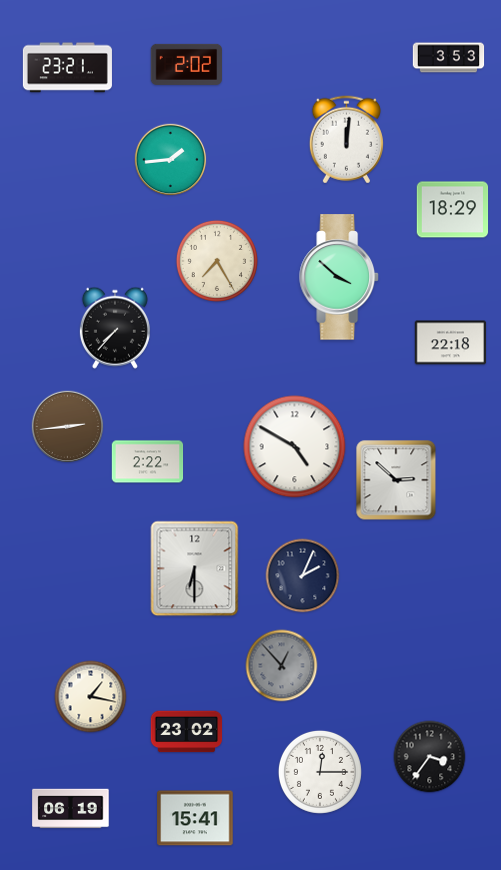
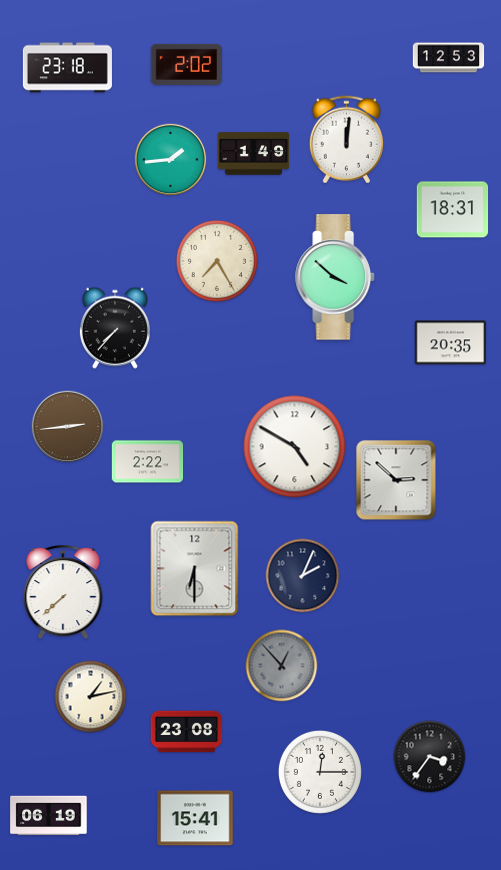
clock at (449, 58): 3:53 -> 12:53
clock at (67, 68): 23:21 -> 23:18
clock at (254, 154): none -> 1:49
clock at (453, 210): 18:29 -> 18:31
clock at (339, 277) position: (339, 277) -> (335, 277)
clock at (451, 343): 22:18 -> 20:35
clock at (63, 593): none -> 7:38
clock at (91, 697): 1:17 -> 1:13
clock at (187, 732): 23:02 -> 23:08
clock at (71, 809) position: (71, 809) -> (49, 816)
